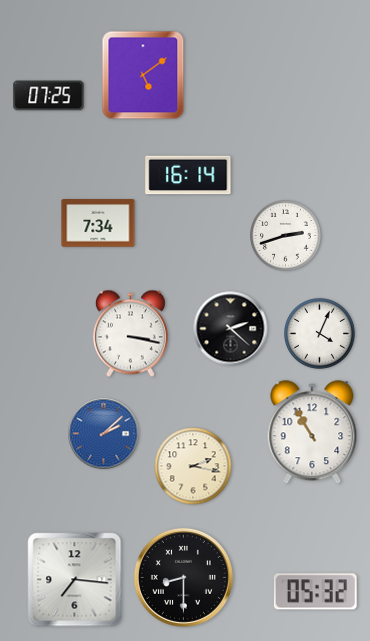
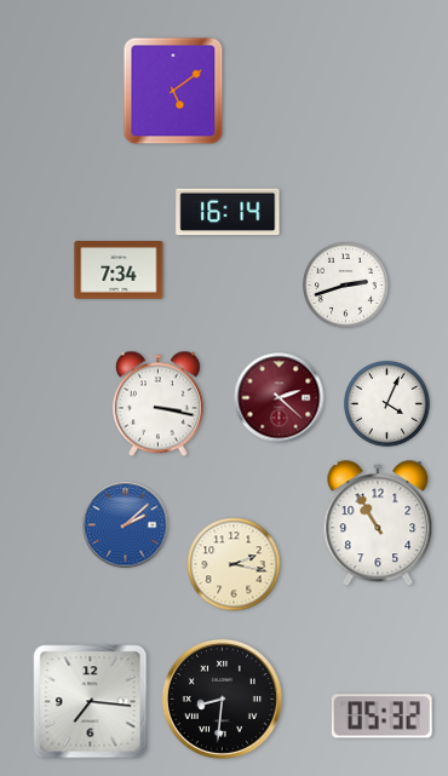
clock at (49, 96): 07:25 -> none
clock at (231, 329) dial: black -> burgundy
clock at (183, 577): 8:30 -> 8:31
